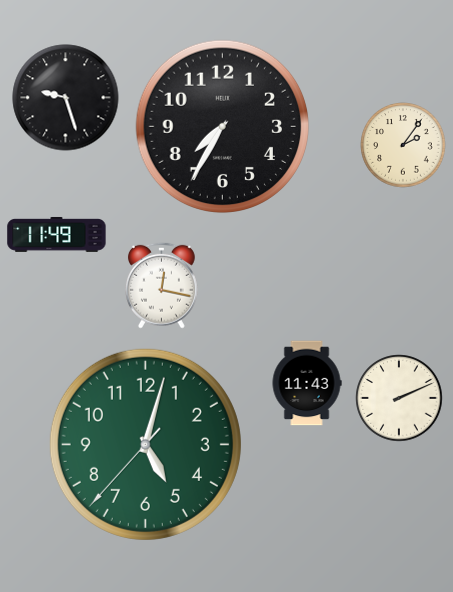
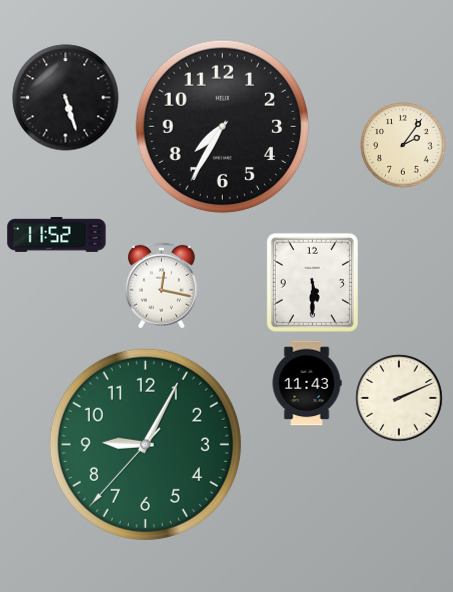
clock at (66, 98): 9:27 -> 5:27
clock at (57, 234): 11:49 -> 11:52
clock at (312, 282): none -> 5:30
clock at (145, 444): 5:02 -> 9:04
